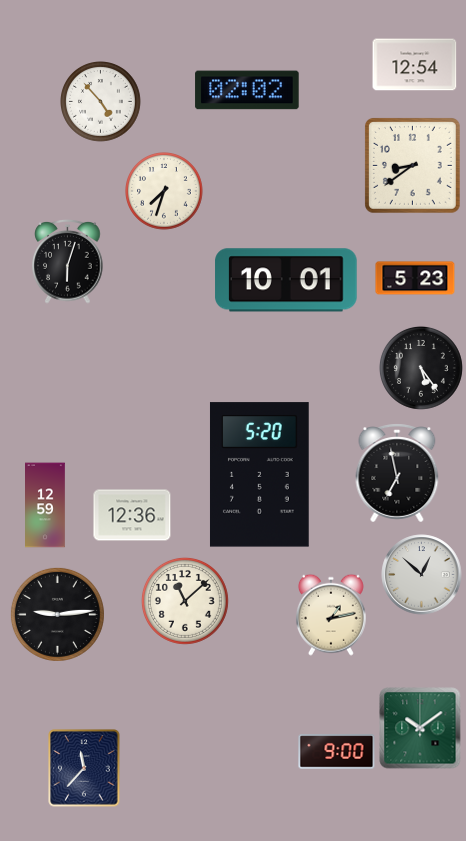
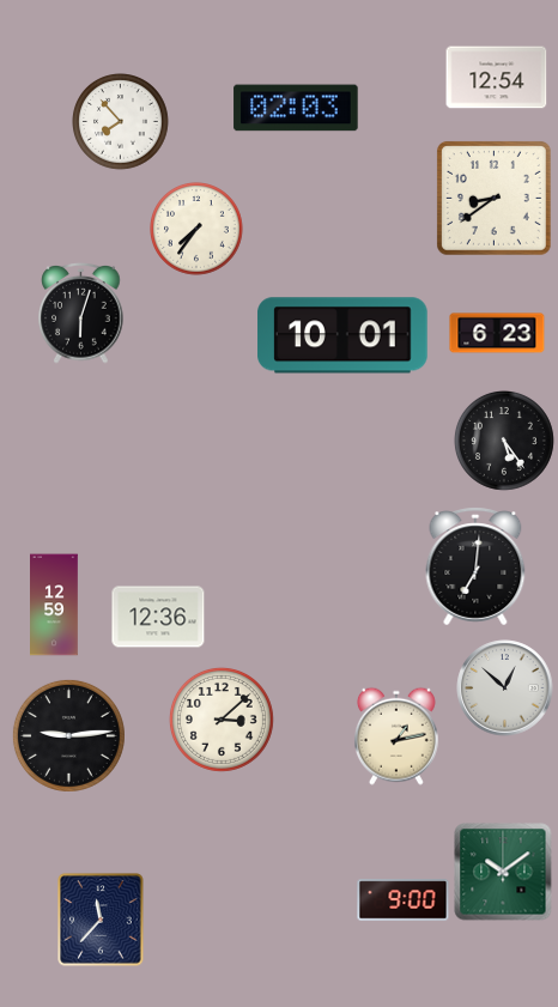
clock at (247, 90): 02:02 -> 02:03
clock at (101, 102): 4:53 -> 7:53
clock at (164, 191): 7:33 -> 7:36
clock at (415, 278): 5:23 -> 6:23
clock at (397, 473): 6:58 -> 7:01
clock at (260, 475): 5:20 -> none
clock at (185, 601): 11:08 -> 3:08
